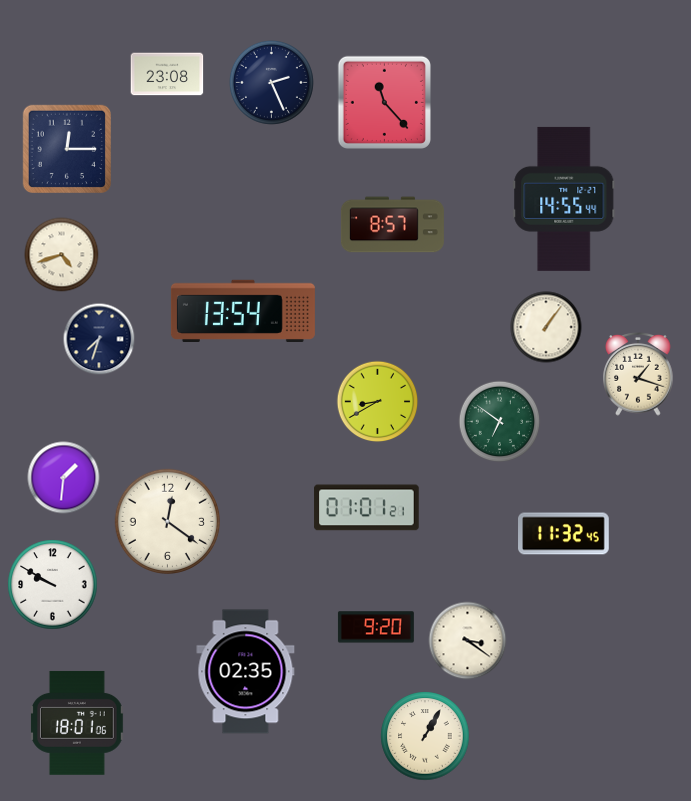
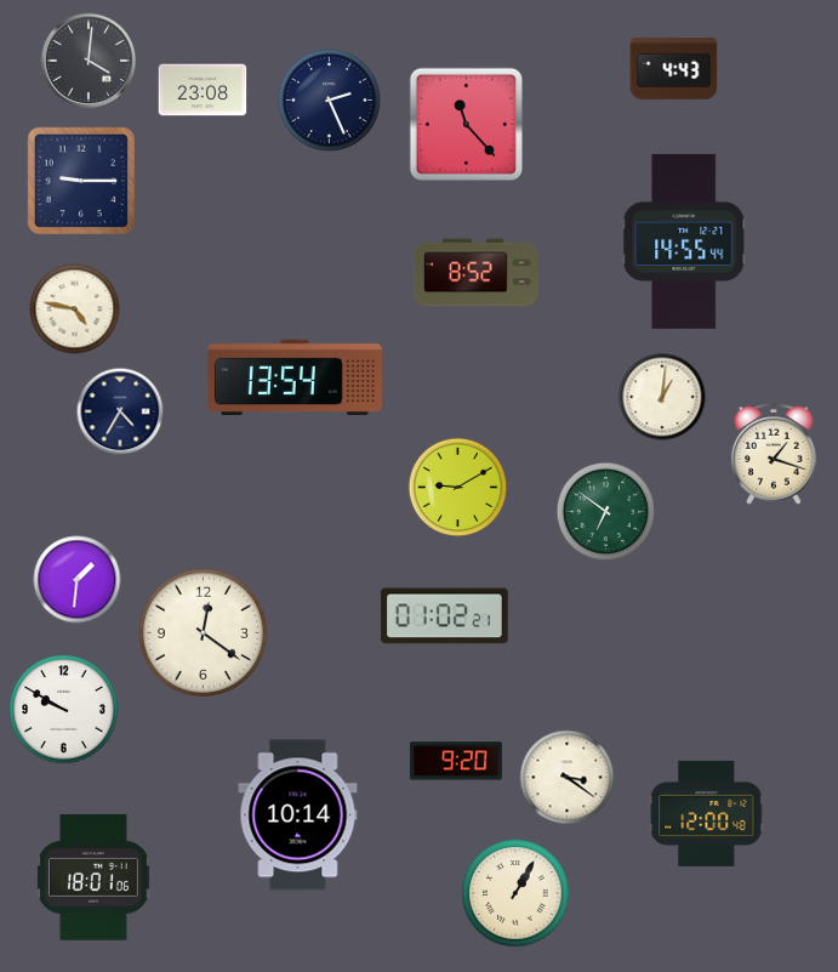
clock at (89, 61): none -> 4:01
clock at (674, 68): none -> 4:43
clock at (66, 148): 12:15 -> 9:15
clock at (392, 225): 8:57 -> 8:52
clock at (62, 255): 4:42 -> 4:47
clock at (546, 327): 1:06 -> 1:01
clock at (99, 339): 7:33 -> 4:35
clock at (378, 402): 8:40 -> 9:10
clock at (367, 508): 01:01 -> 01:02
clock at (564, 534): 11:32 -> none
clock at (707, 813): none -> 12:00
clock at (246, 672): 02:35 -> 10:14
